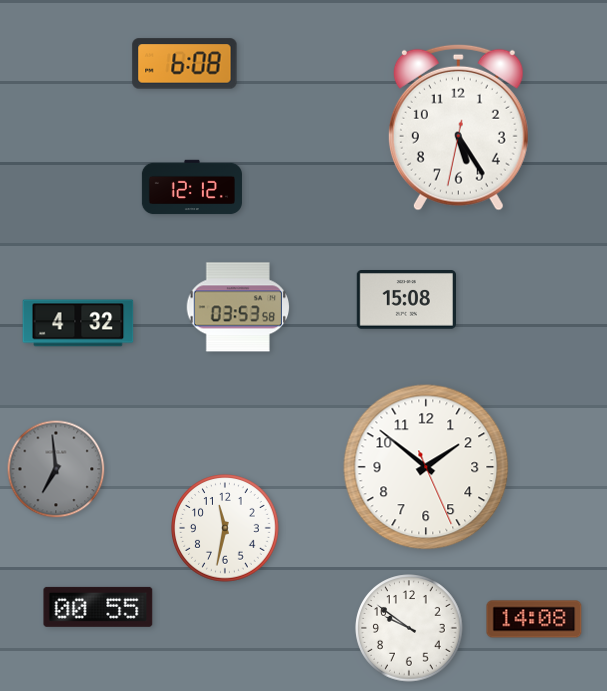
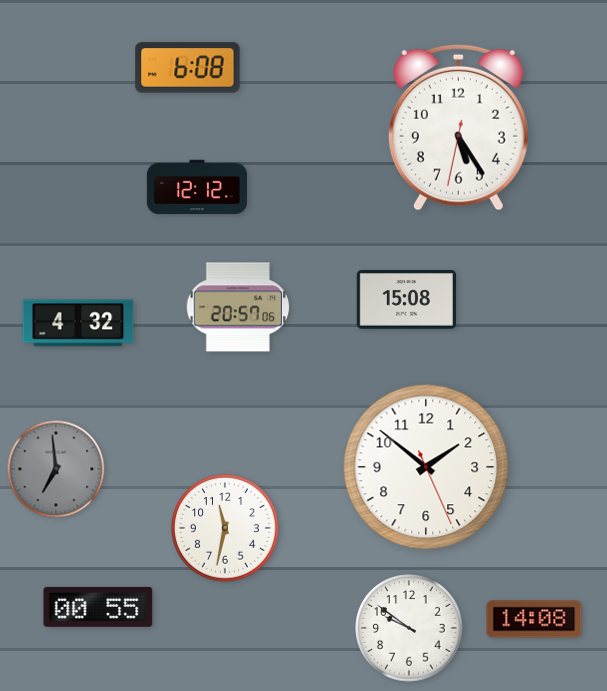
clock at (185, 64) position: (185, 64) -> (188, 68)
clock at (192, 187) position: (192, 187) -> (197, 187)
clock at (237, 307): 03:53 -> 20:57
